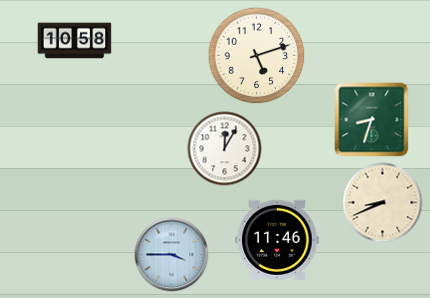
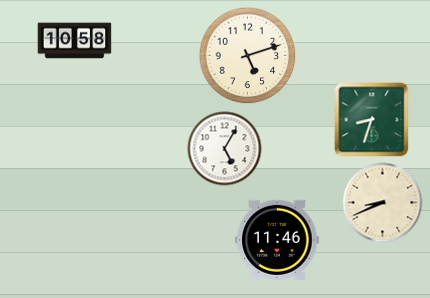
clock at (257, 56) position: (257, 56) -> (248, 56)
clock at (225, 149): 12:05 -> 5:05
clock at (172, 255): 3:45 -> none
